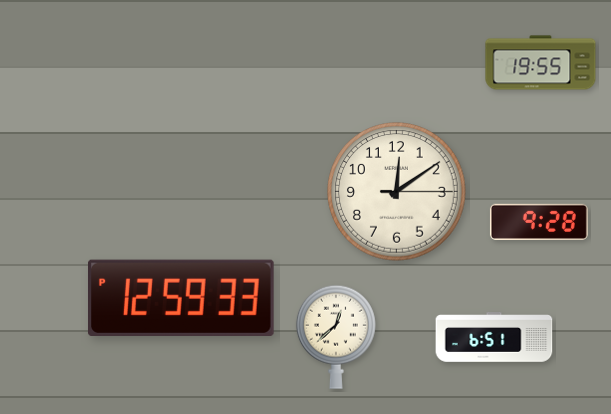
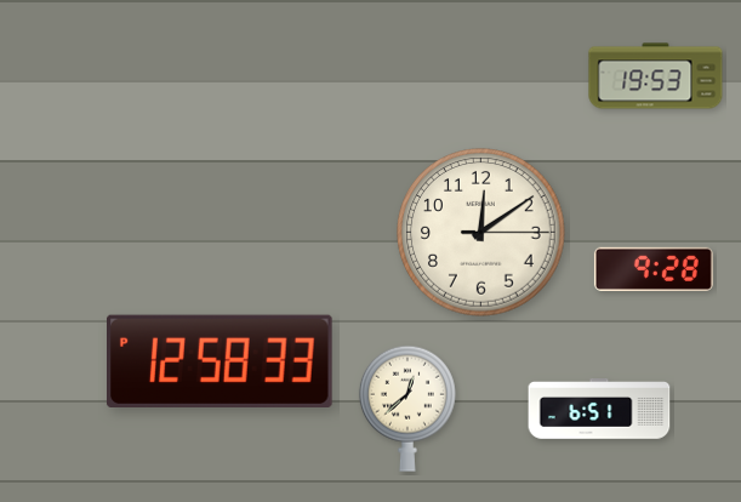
clock at (541, 63): 19:55 -> 19:53
clock at (182, 297): 12:59 -> 12:58
